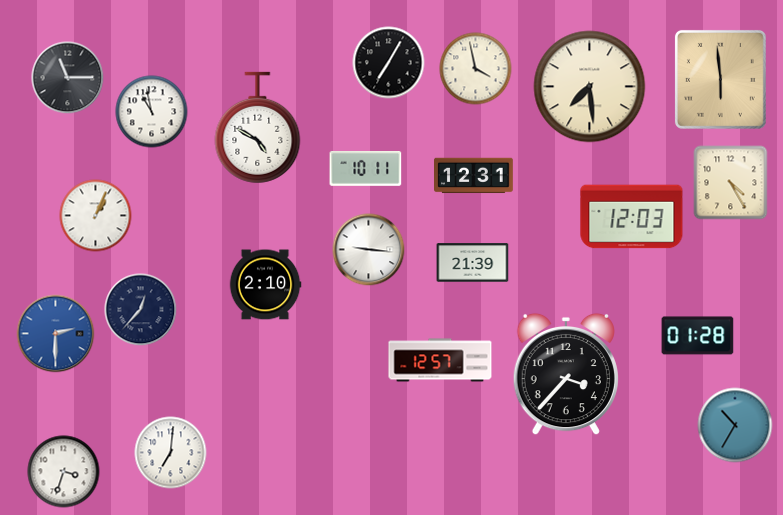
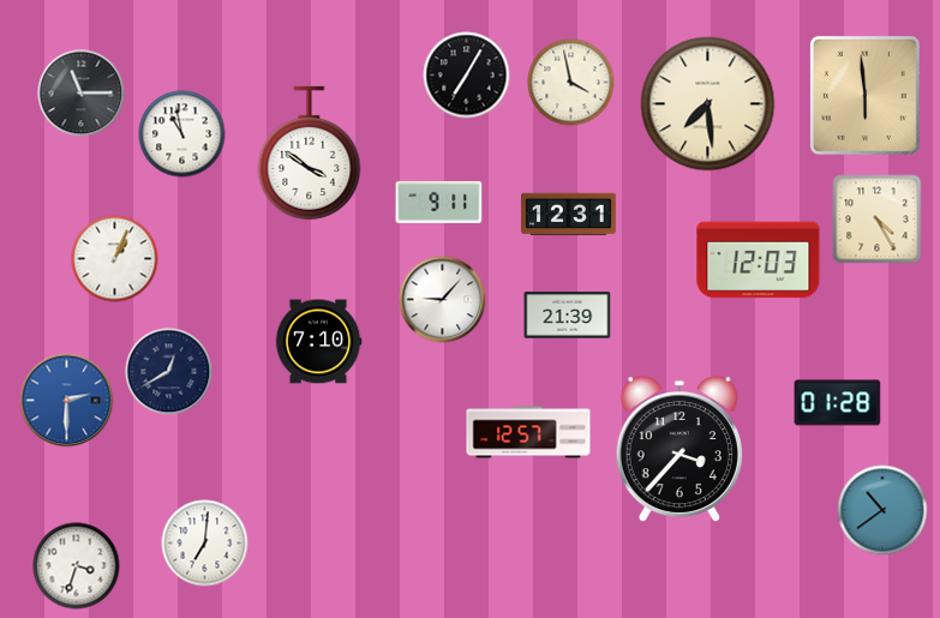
clock at (258, 128): 4:50 -> 3:51
clock at (366, 168): 10:11 -> 9:11
clock at (474, 176) position: (474, 176) -> (569, 215)
clock at (369, 250): 9:16 -> 9:07
clock at (265, 285): 2:10 -> 7:10
clock at (141, 310): 12:37 -> 12:40
clock at (735, 425): 10:35 -> 10:39
